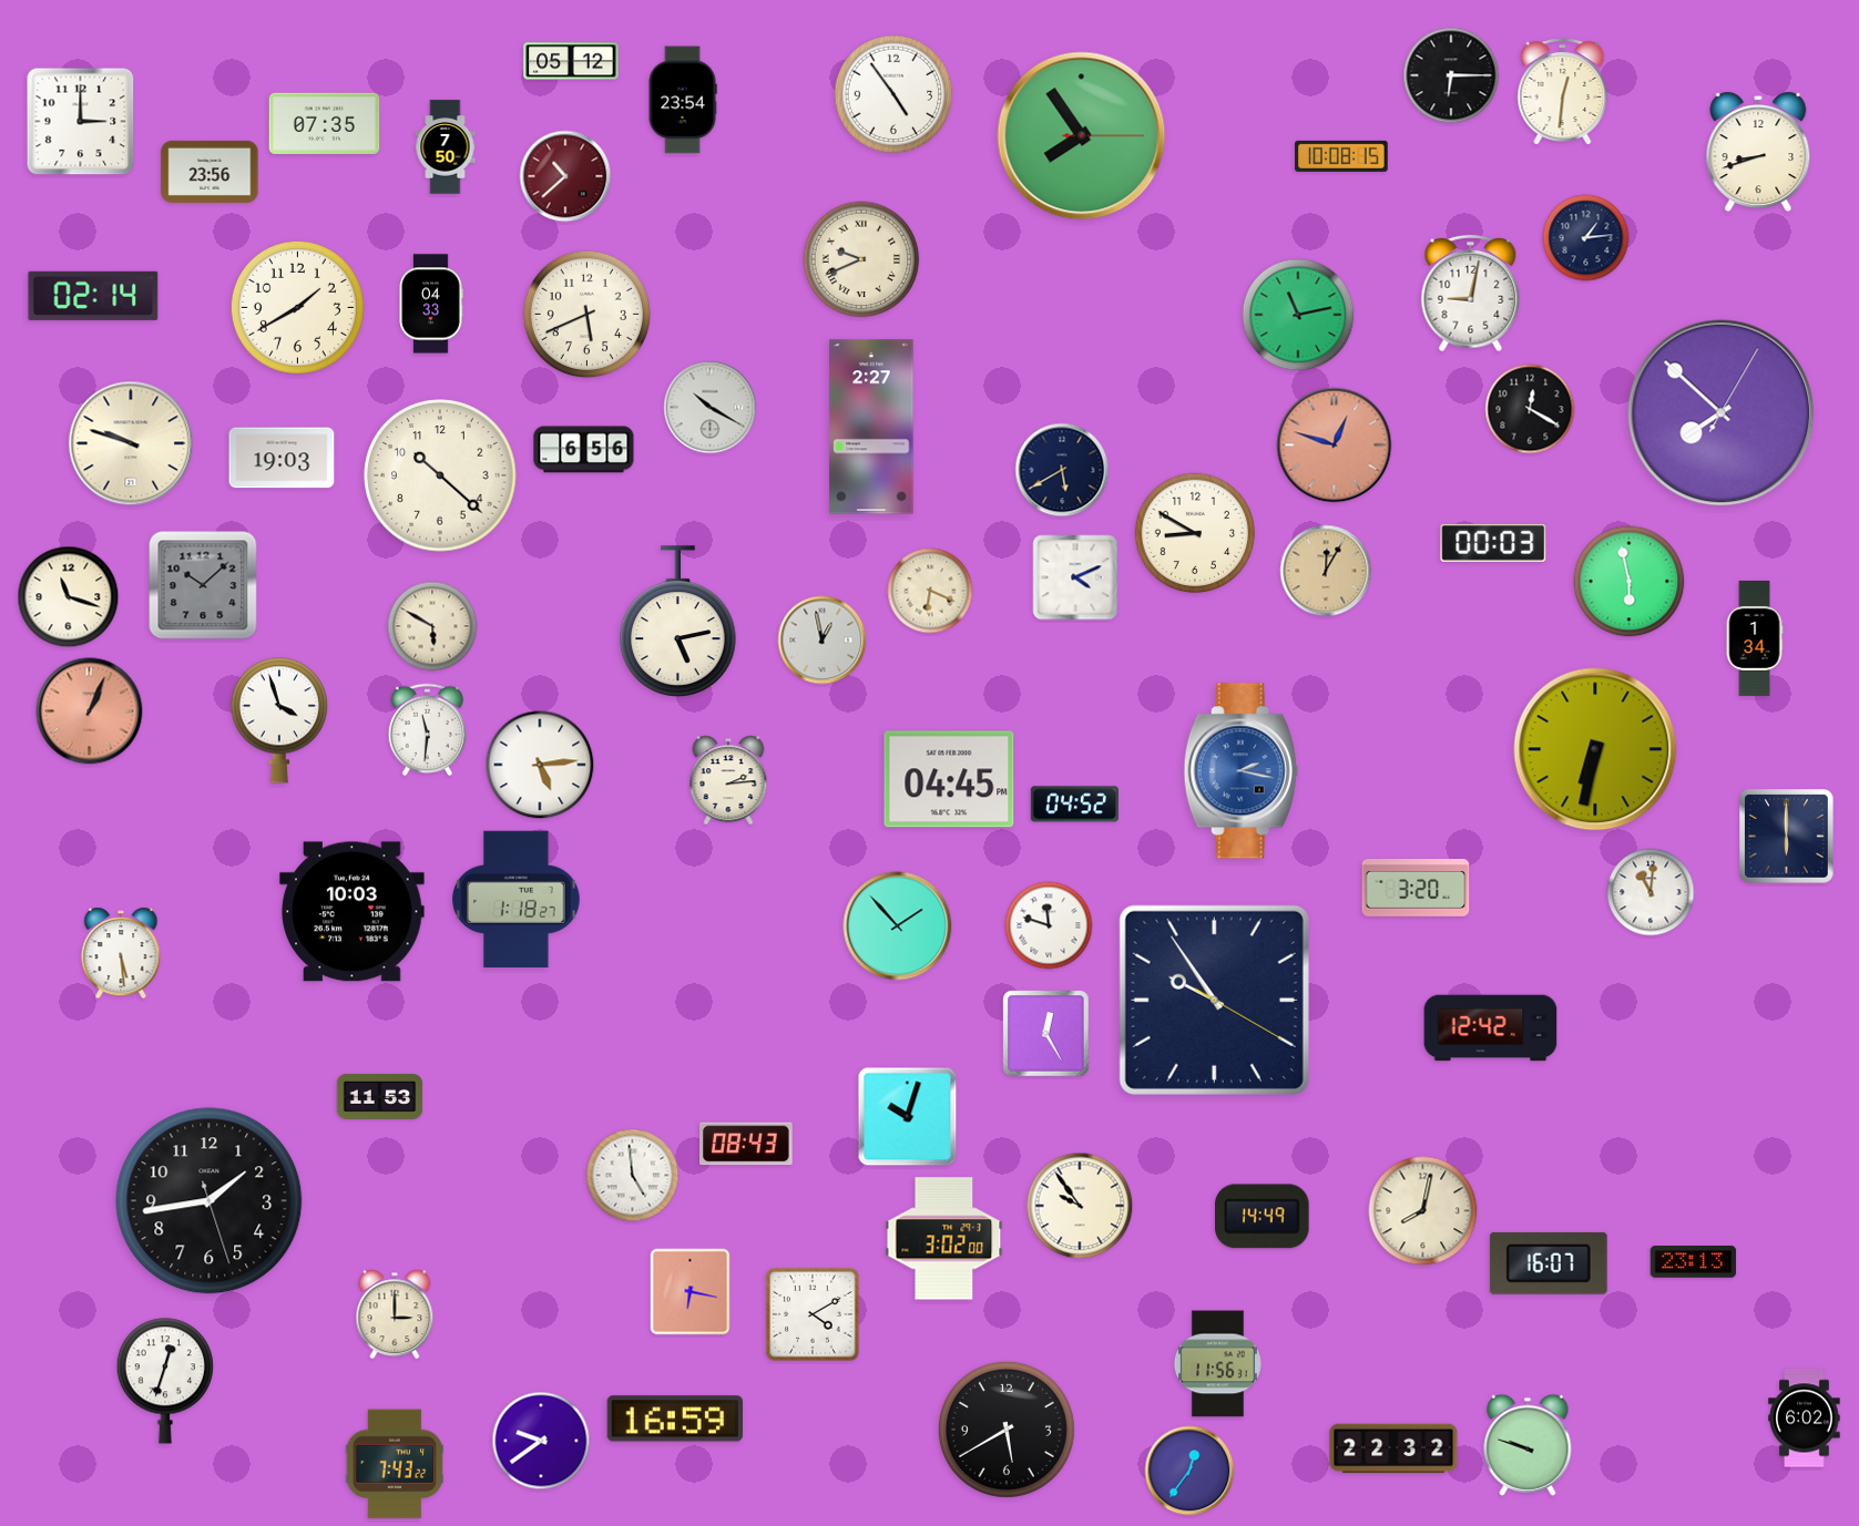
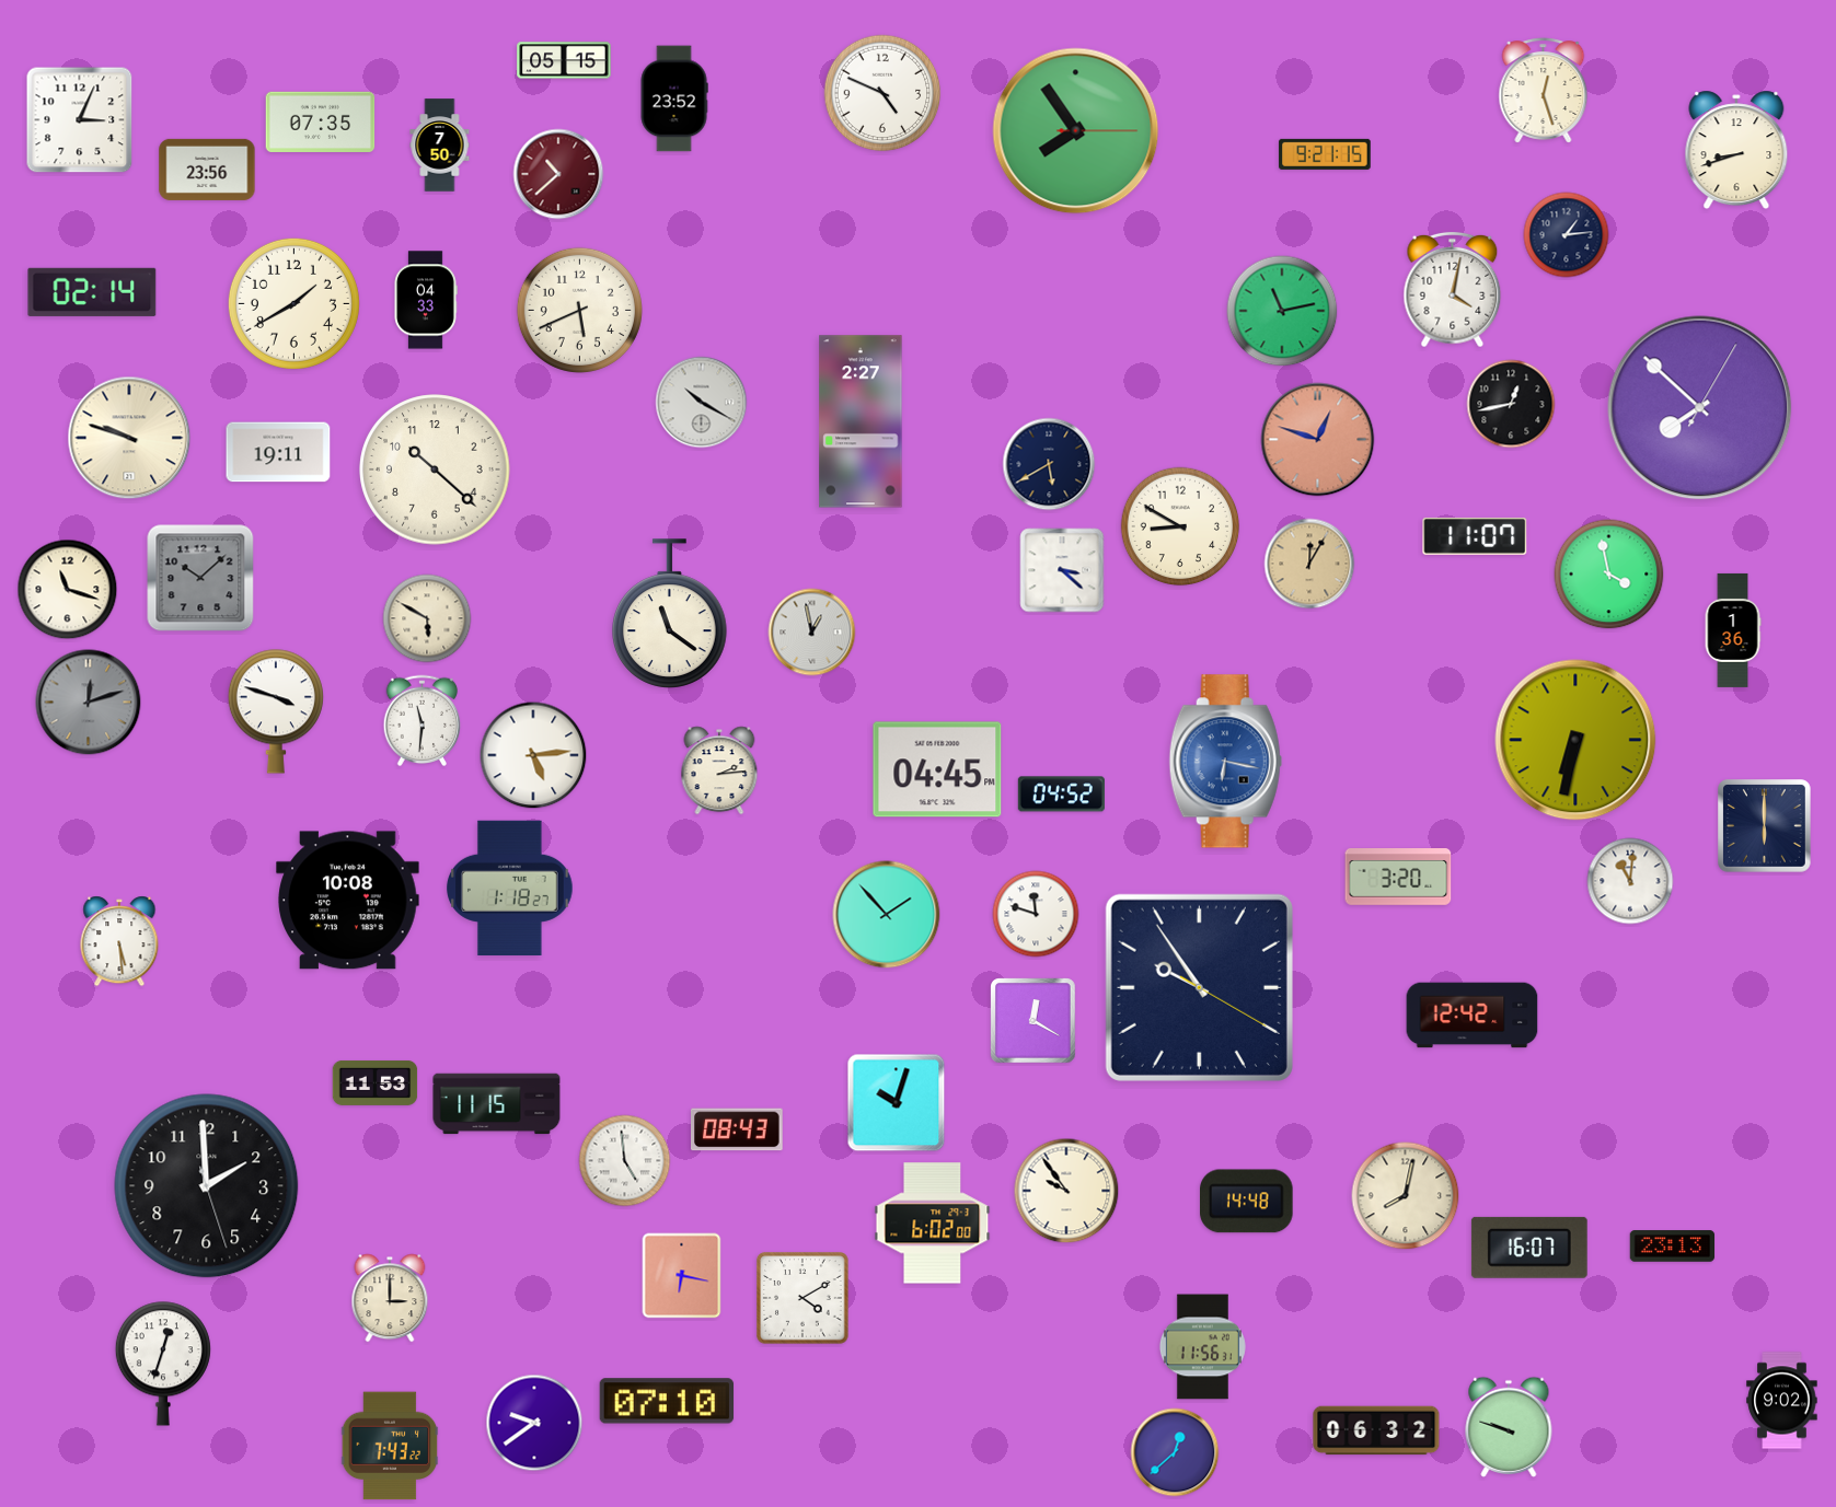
clock at (571, 61): 05:12 -> 05:15
clock at (1451, 75): 6:15 -> none
clock at (1563, 92): 12:31 -> 12:27
clock at (893, 94): 4:54 -> 4:49
clock at (683, 100): 23:54 -> 23:52
clock at (81, 122): 3:00 -> 3:04
clock at (1082, 136) position: (1082, 136) -> (1076, 131)
clock at (1341, 156): 10:08 -> 9:21
clock at (861, 259): 9:41 -> none
clock at (1471, 294): 9:02 -> 4:02
clock at (1530, 409): 12:20 -> 12:43
clock at (584, 450): 6:56 -> none
clock at (282, 458): 19:03 -> 19:11
clock at (1493, 543): 00:03 -> 11:07
clock at (1075, 577): 4:11 -> 3:22
clock at (1630, 582): 5:58 -> 3:58
clock at (930, 591): 6:19 -> none
clock at (678, 622): 5:13 -> 11:21
clock at (1755, 638): 1:34 -> 1:36
clock at (90, 711): 1:04 -> 12:12
clock at (90, 711) dial: salmon -> grey
clock at (279, 720): 3:57 -> 3:48
clock at (1240, 771): 2:17 -> 6:17
clock at (353, 912): 10:03 -> 10:08
clock at (1046, 1034): 12:25 -> 12:20
clock at (497, 1104): none -> 11:15
clock at (210, 1201): 1:43 -> 1:59
clock at (1263, 1217): 14:49 -> 14:48
clock at (944, 1239): 3:02 -> 6:02
clock at (675, 1419): 16:59 -> 07:10
clock at (1805, 1419): 6:02 -> 9:02
clock at (1007, 1430): 5:40 -> none
clock at (1393, 1448): 22:32 -> 06:32
clock at (1189, 1471): 12:36 -> 12:38
